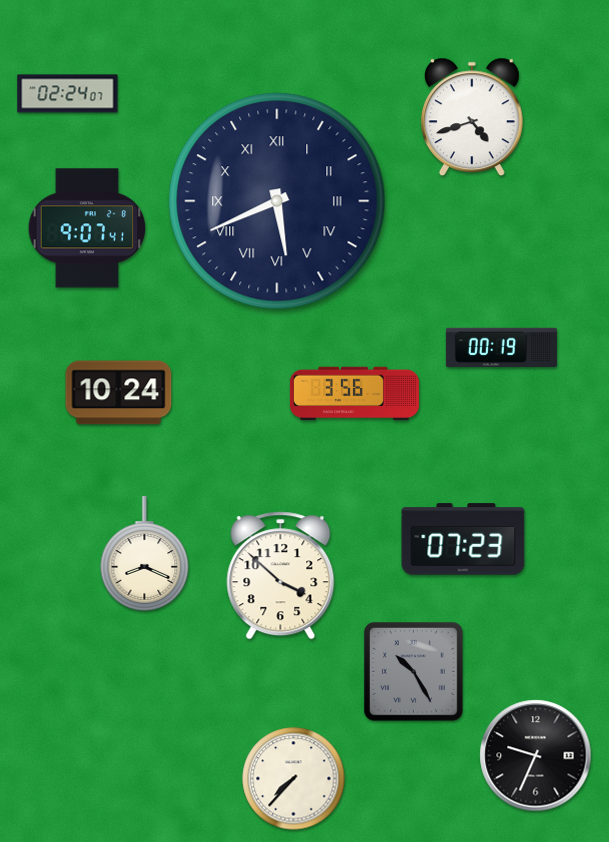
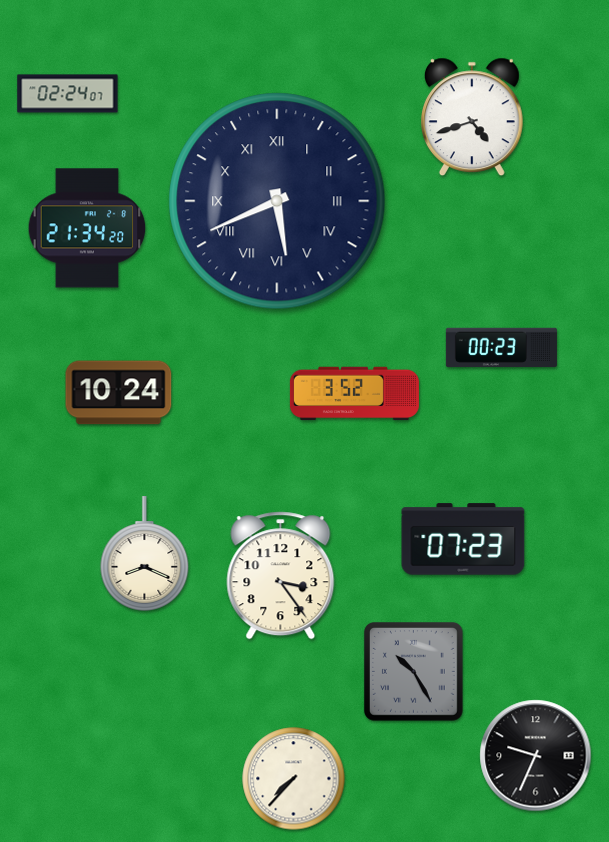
clock at (87, 228): 9:07 -> 21:34
clock at (501, 348): 00:19 -> 00:23
clock at (354, 394): 3:56 -> 3:52
clock at (281, 576): 3:52 -> 3:24
